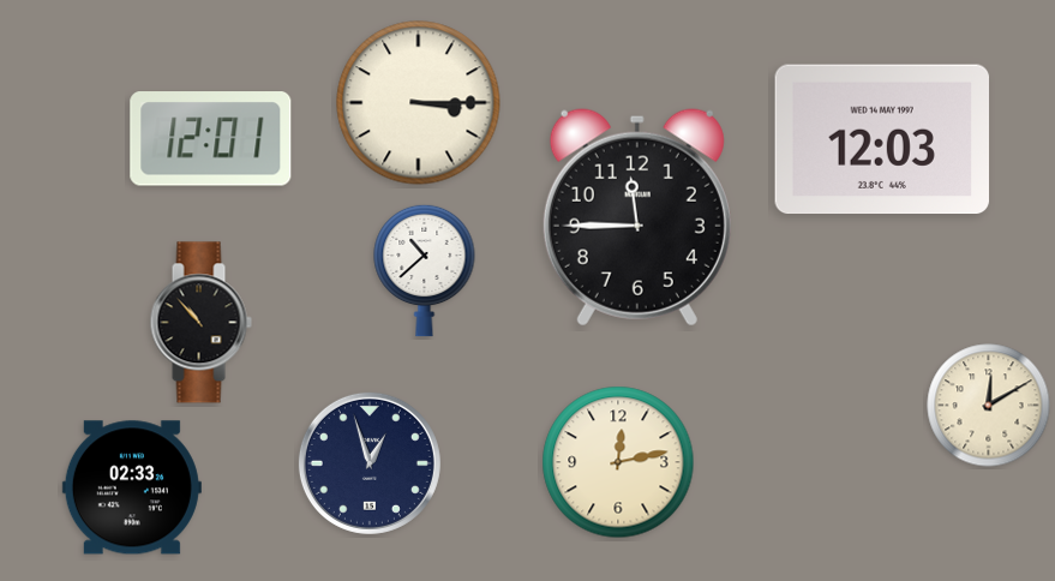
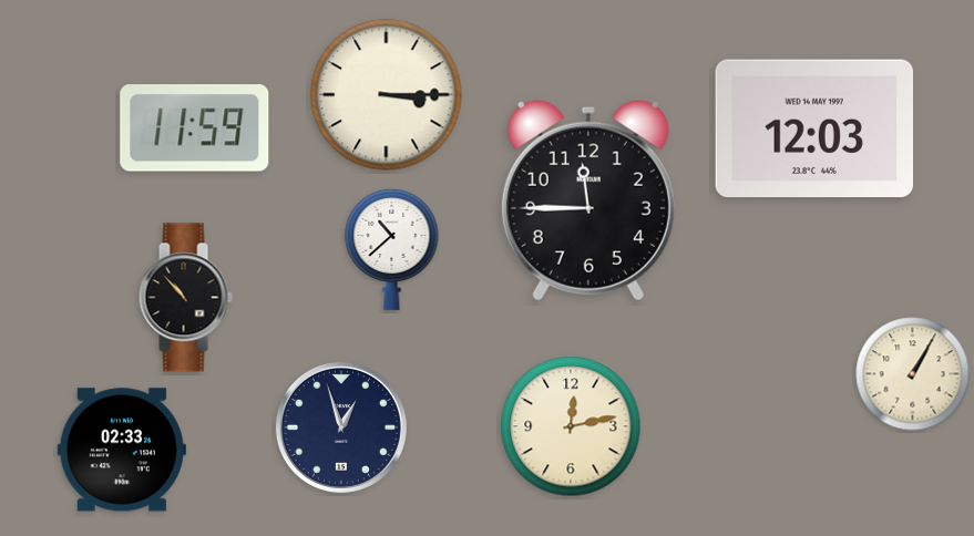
clock at (211, 139): 12:01 -> 11:59
clock at (989, 406): 12:10 -> 1:05
